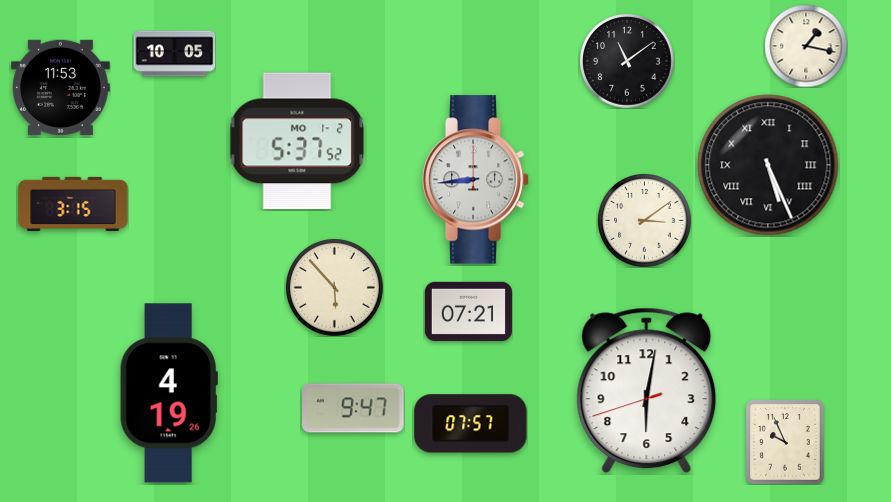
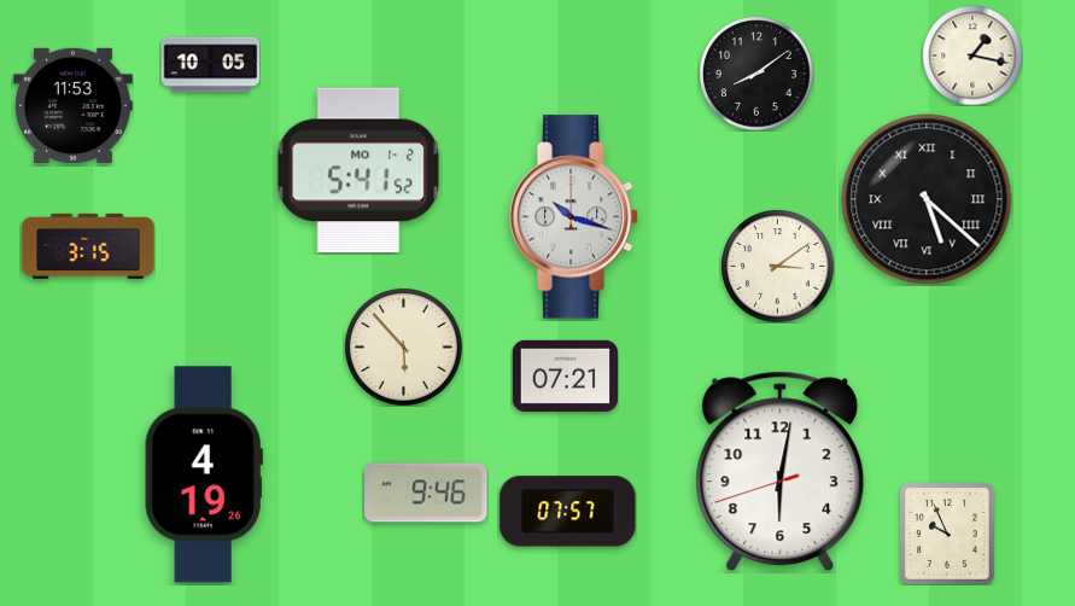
clock at (627, 61): 11:09 -> 8:09
clock at (297, 141): 5:37 -> 5:41
clock at (768, 165): 5:26 -> 5:22
clock at (476, 180): 8:44 -> 10:18
clock at (353, 408): 9:47 -> 9:46
